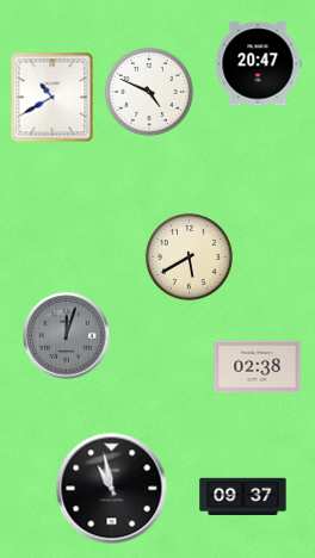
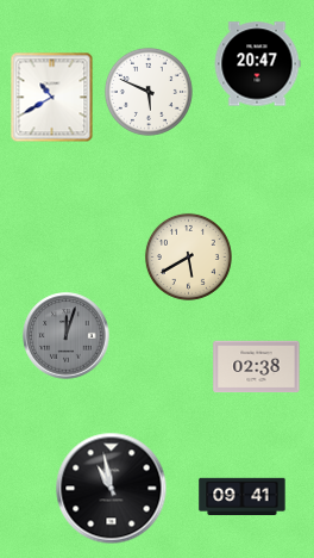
clock at (149, 92): 4:49 -> 5:49
clock at (243, 497): 09:37 -> 09:41
